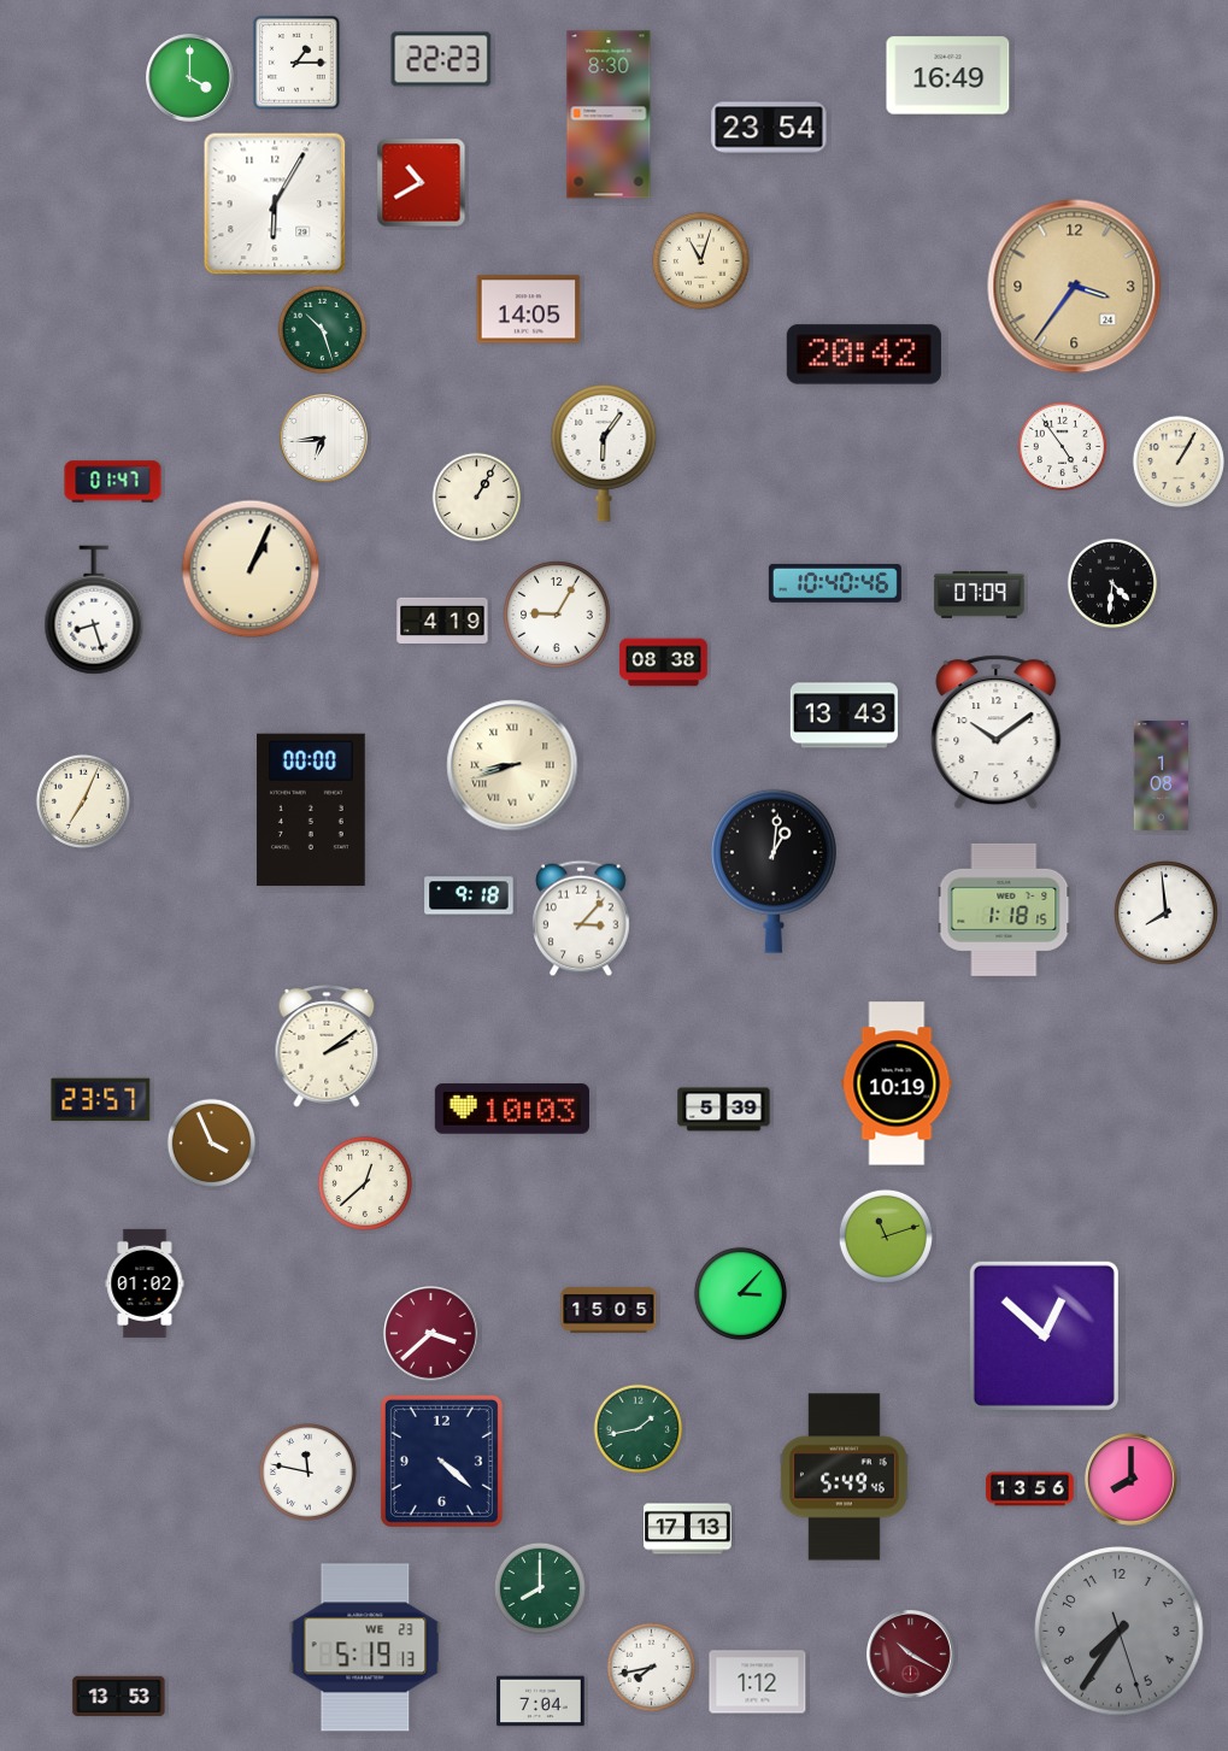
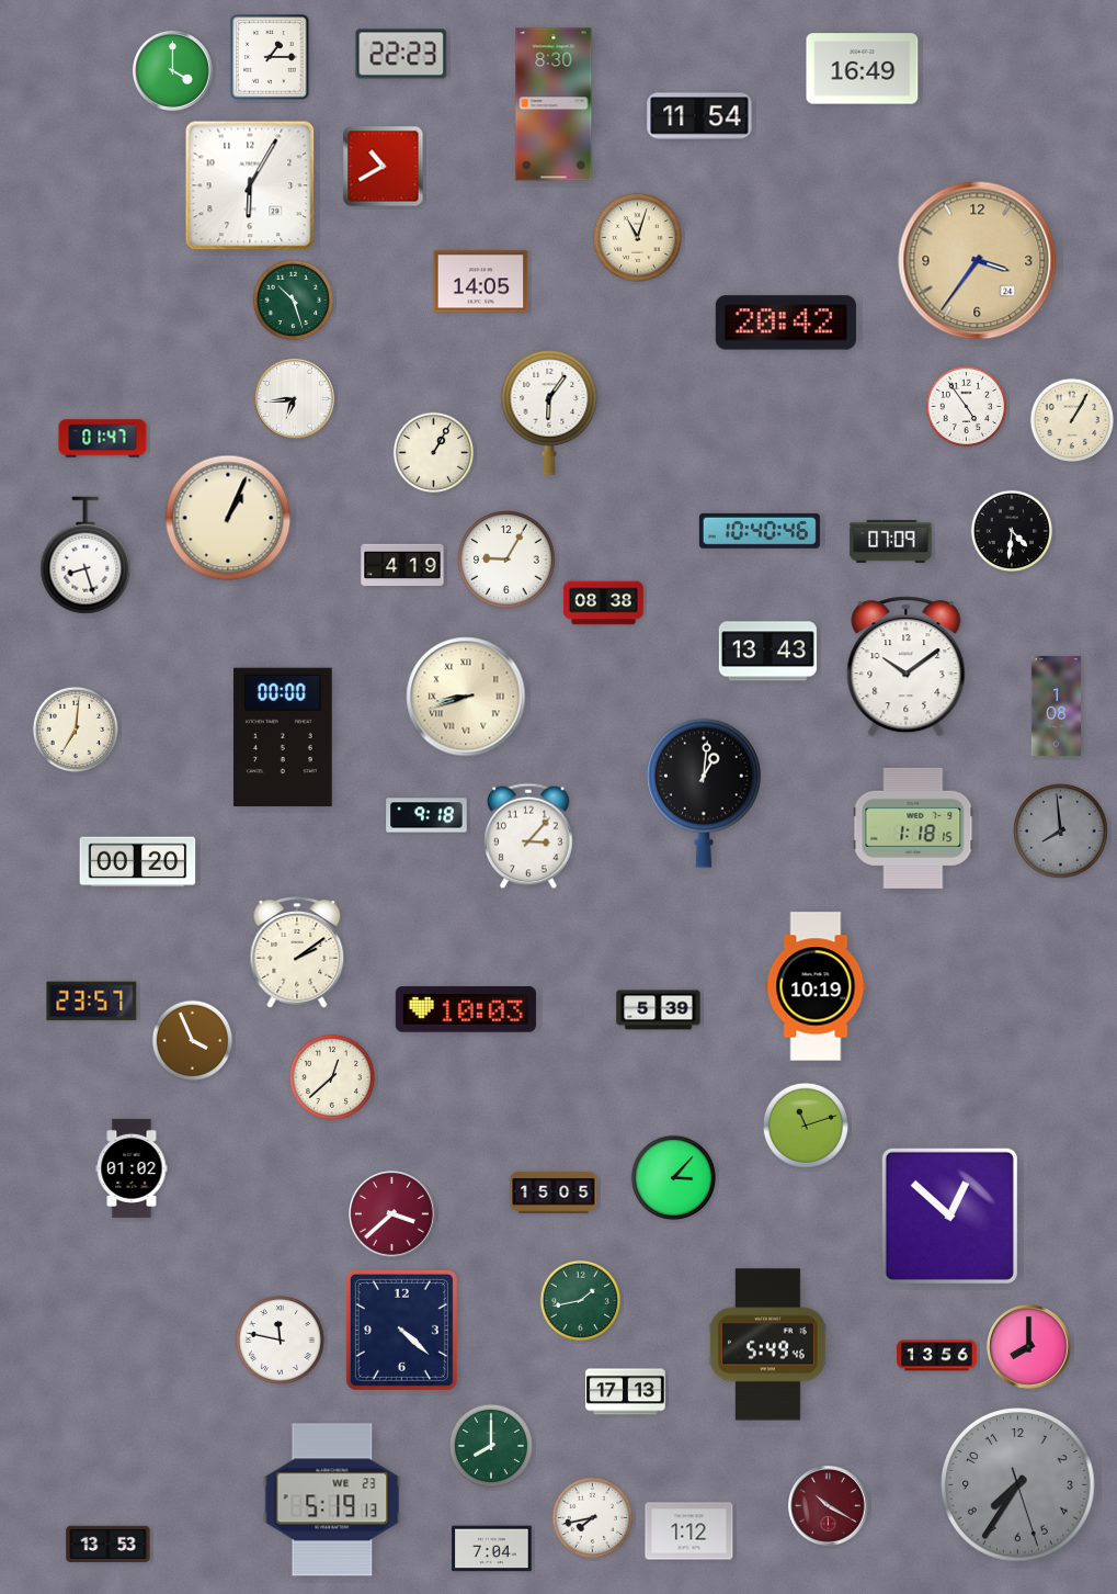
clock at (769, 128): 23:54 -> 11:54
clock at (83, 801): 7:04 -> 7:01
clock at (1167, 913) dial: white -> grey
clock at (138, 862): none -> 00:20
